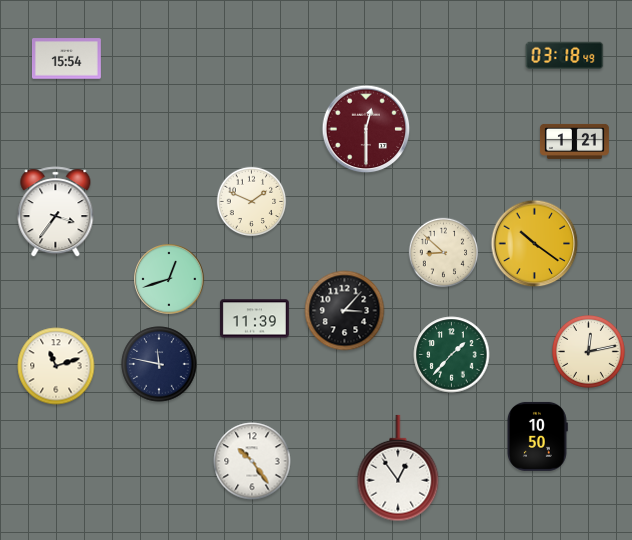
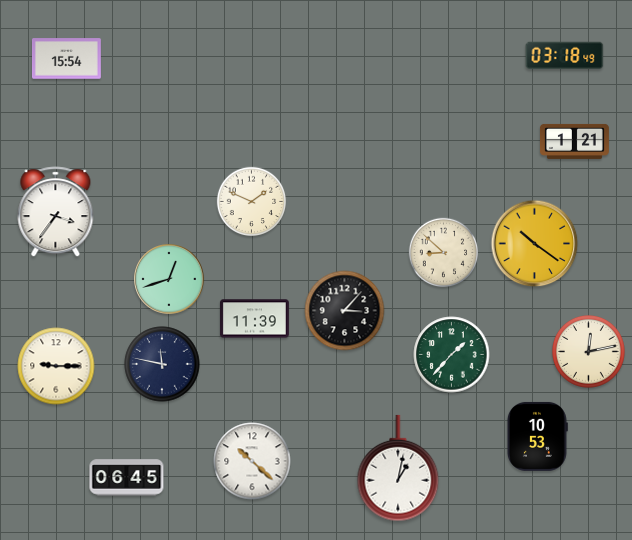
clock at (366, 129): 12:30 -> none
clock at (159, 364) position: (159, 364) -> (162, 364)
clock at (56, 366): 11:12 -> 9:15
clock at (537, 436): 10:50 -> 10:53
clock at (252, 461): 10:24 -> 10:22
clock at (398, 468): 12:54 -> 1:02
clock at (127, 478): none -> 06:45
